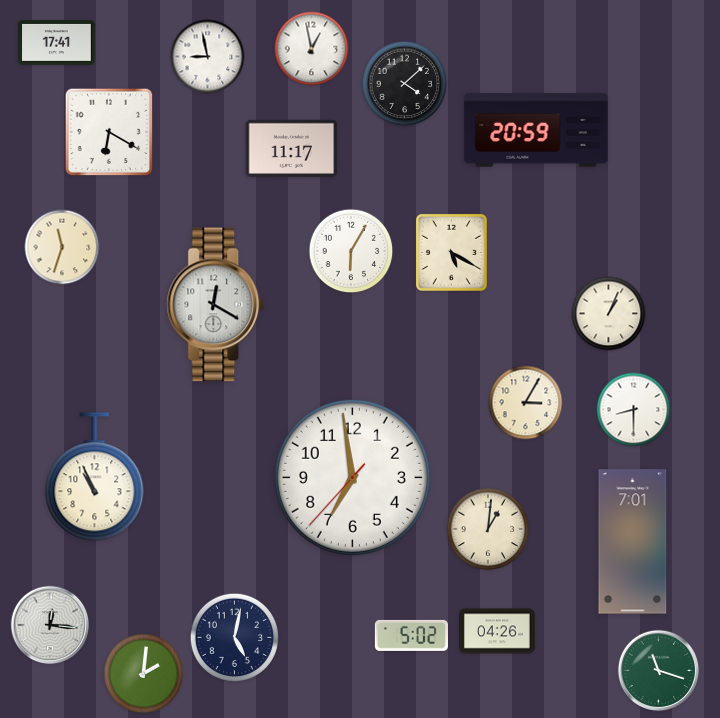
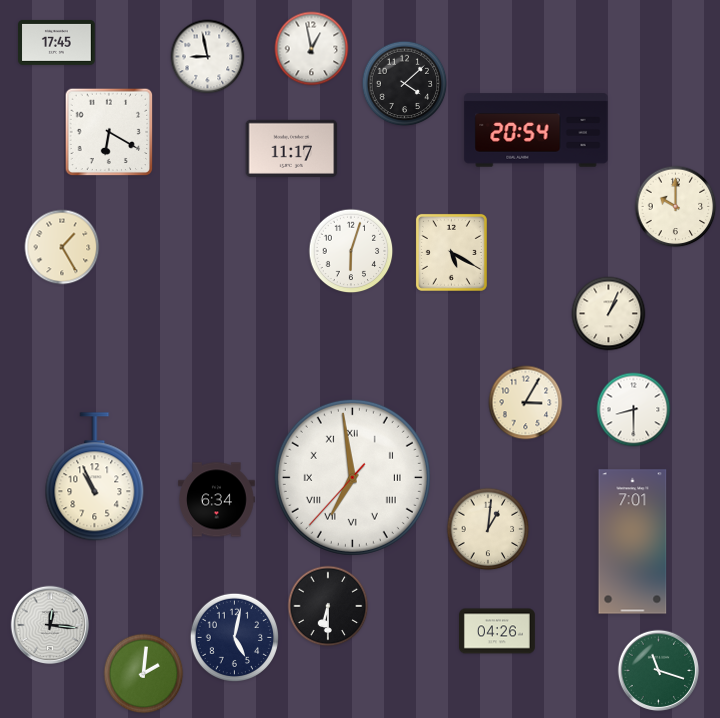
clock at (57, 42): 17:41 -> 17:45
clock at (536, 130): 20:59 -> 20:54
clock at (676, 207): none -> 10:00
clock at (62, 247): 11:33 -> 1:25
clock at (351, 251): 6:05 -> 6:03
clock at (216, 305): 12:20 -> none
clock at (352, 477) numerals: Arabic -> Roman
clock at (217, 500): none -> 6:34
clock at (328, 606): none -> 6:30
clock at (411, 635): 5:02 -> none
